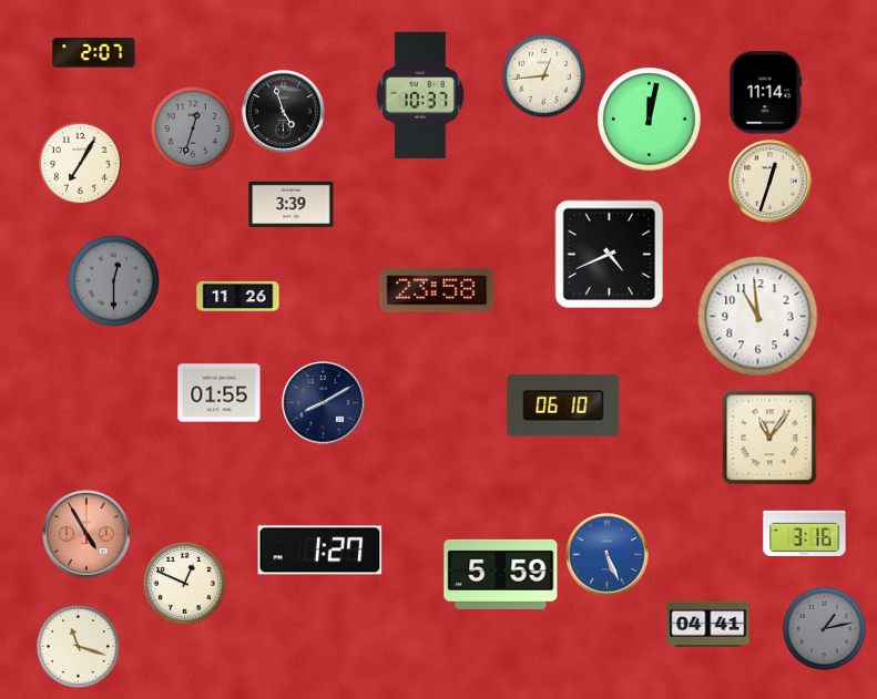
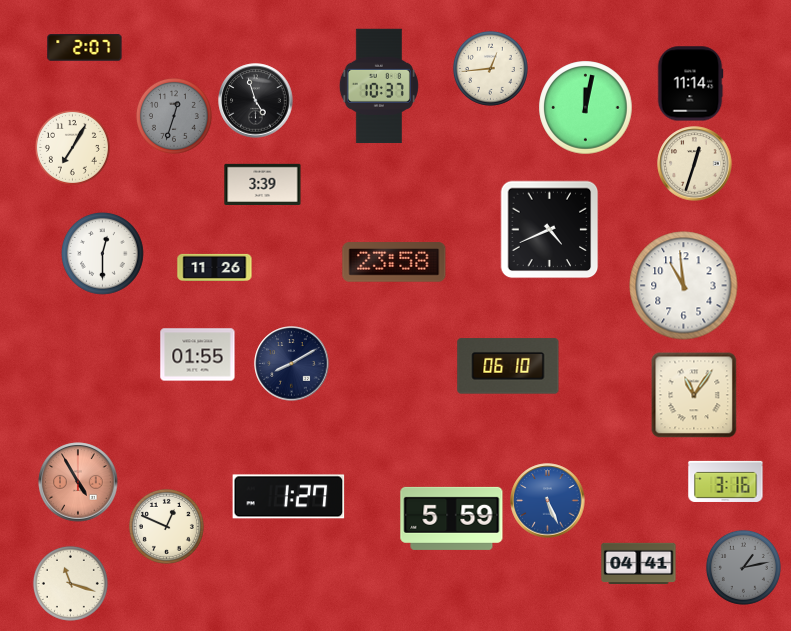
clock at (114, 281) dial: grey -> white
